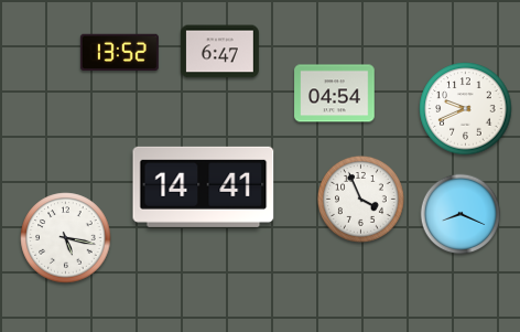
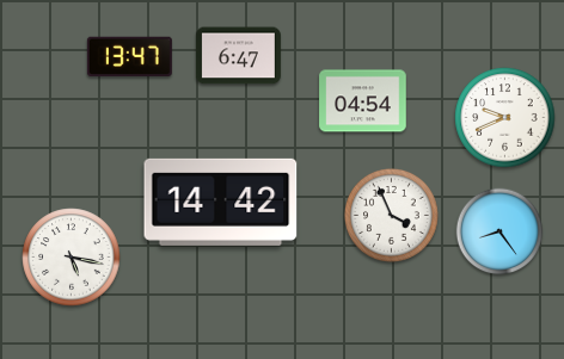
clock at (119, 52): 13:52 -> 13:47
clock at (204, 186): 14:41 -> 14:42
clock at (461, 214): 8:19 -> 8:24
